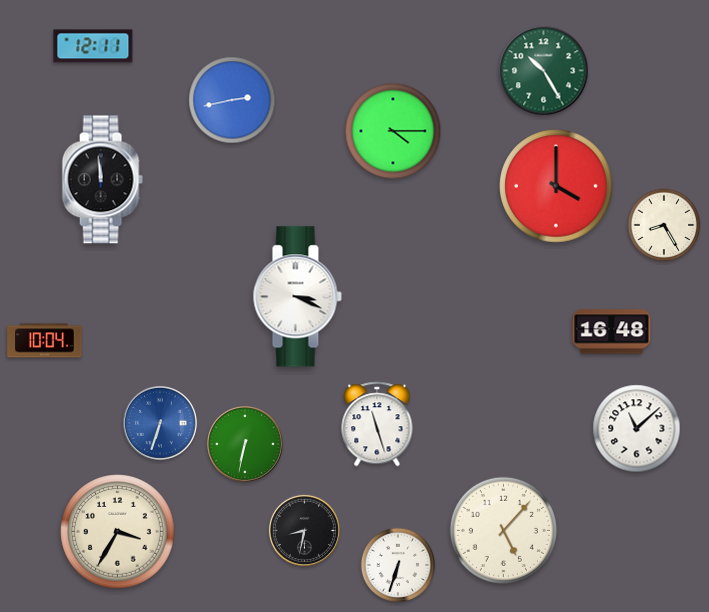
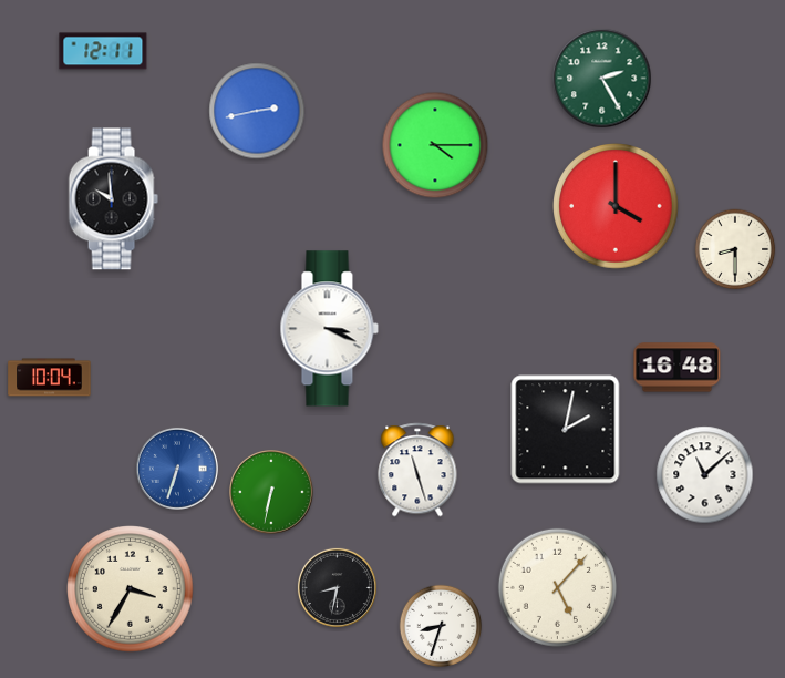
clock at (544, 71): 10:25 -> 2:25
clock at (102, 180): 11:59 -> 9:59
clock at (664, 225): 8:25 -> 8:30
clock at (566, 430): none -> 2:02
clock at (398, 565): 6:33 -> 8:33
